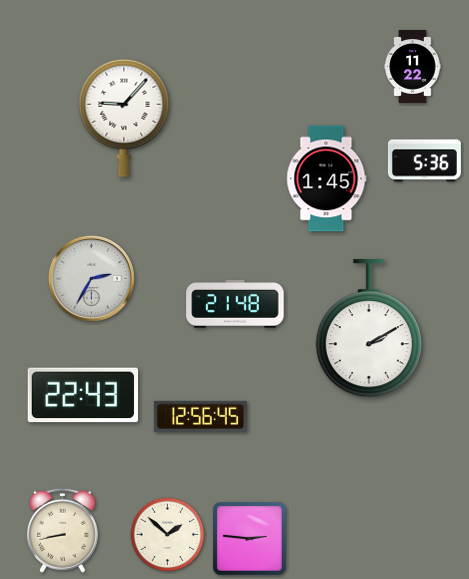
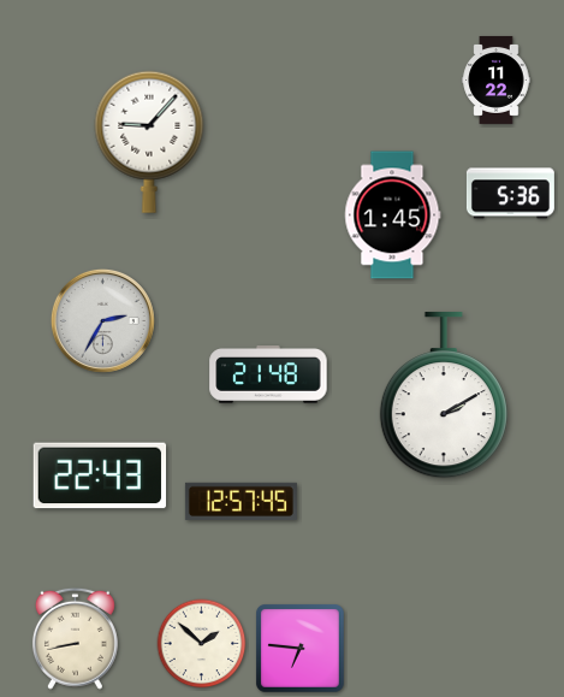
clock at (91, 278) position: (91, 278) -> (102, 320)
clock at (235, 305) position: (235, 305) -> (268, 376)
clock at (200, 416): 12:56 -> 12:57
clock at (250, 539): 2:46 -> 6:46
